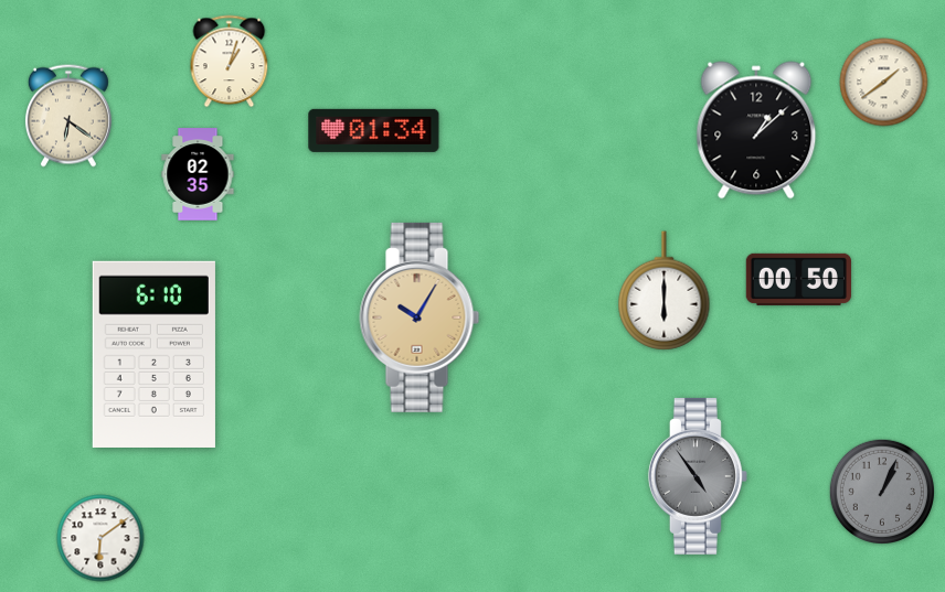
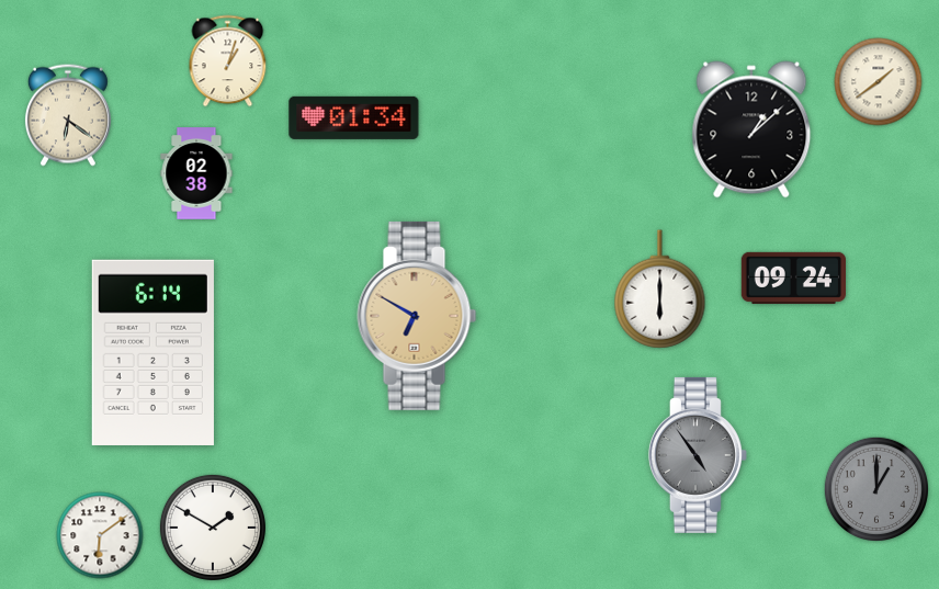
clock at (374, 130) position: (374, 130) -> (354, 117)
clock at (198, 174): 02:35 -> 02:38
clock at (798, 279): 00:50 -> 09:24
clock at (420, 317): 10:05 -> 6:50
clock at (153, 354): 6:10 -> 6:14
clock at (698, 476) position: (698, 476) -> (698, 455)
clock at (881, 491): 1:04 -> 1:00
clock at (213, 528): none -> 1:50
